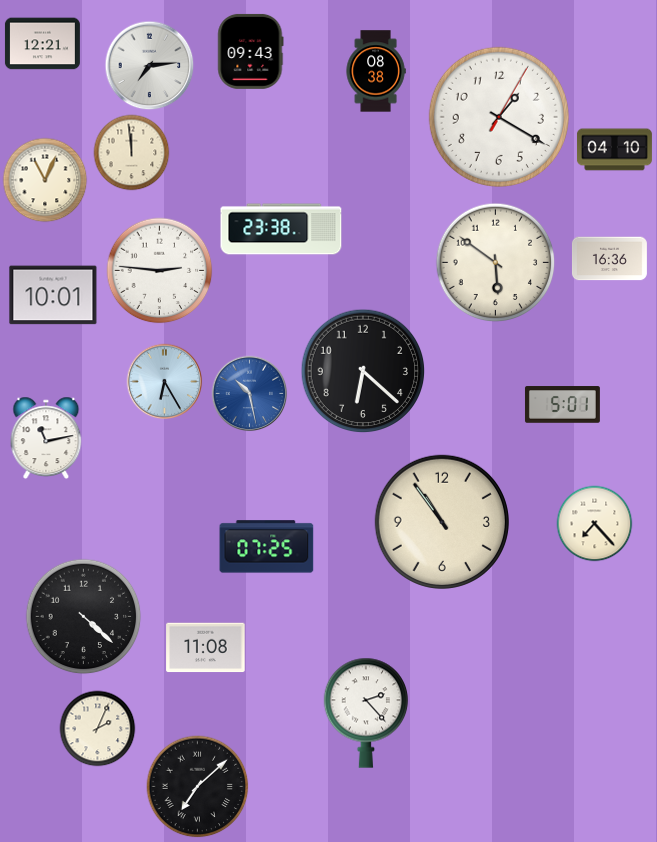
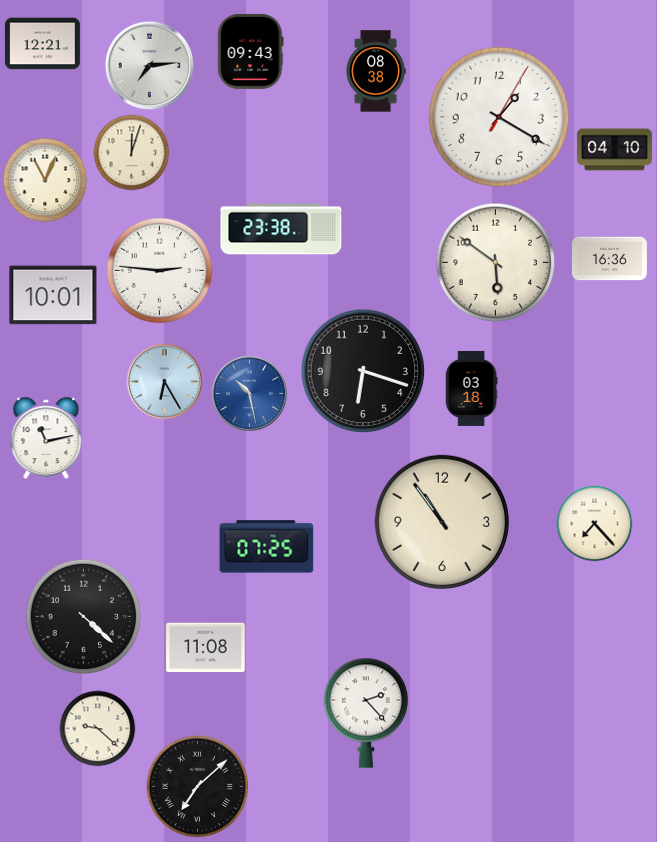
clock at (132, 153): 11:59 -> 12:03
clock at (363, 371): 6:22 -> 6:18
clock at (471, 388): none -> 03:18
clock at (562, 405): 5:01 -> none
clock at (98, 729): 2:04 -> 9:22
